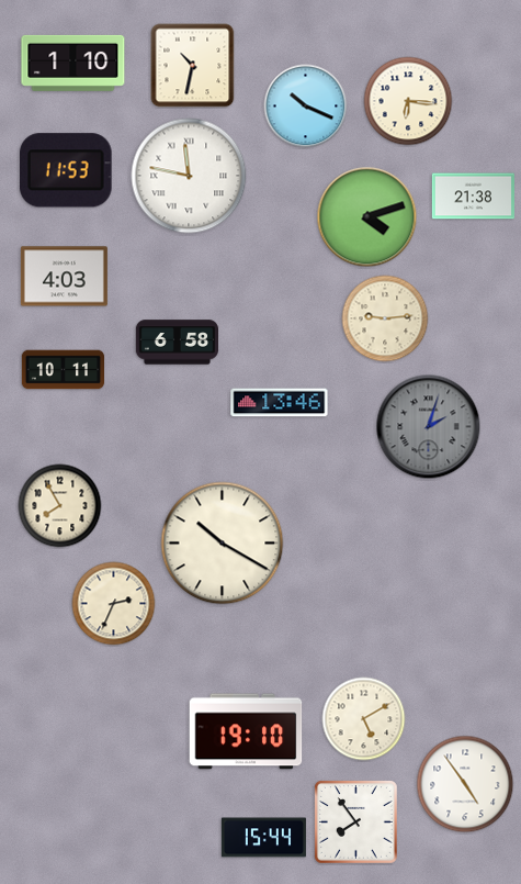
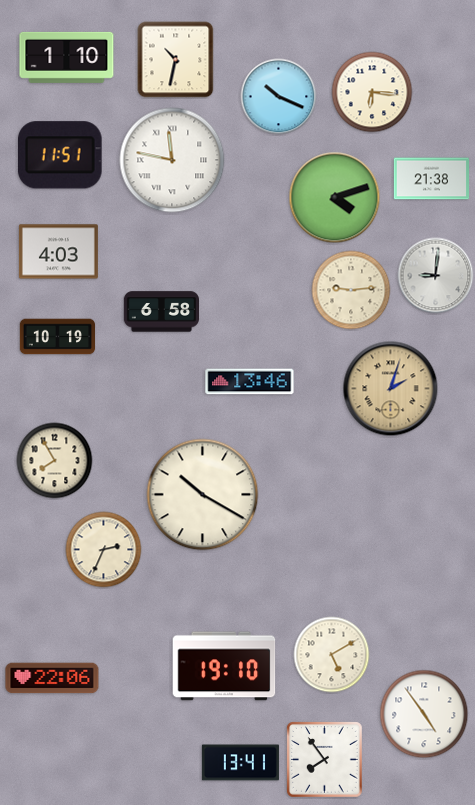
clock at (67, 170): 11:53 -> 11:51
clock at (436, 276): none -> 9:01
clock at (64, 370): 10:11 -> 10:19
clock at (280, 403) position: (280, 403) -> (250, 382)
clock at (429, 427) dial: grey -> champagne
clock at (52, 678): none -> 22:06
clock at (356, 823) position: (356, 823) -> (325, 760)
clock at (263, 838): 15:44 -> 13:41
